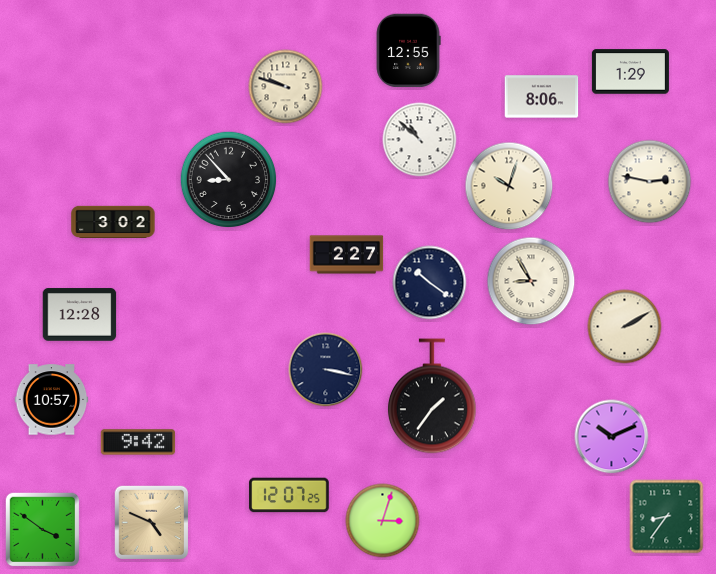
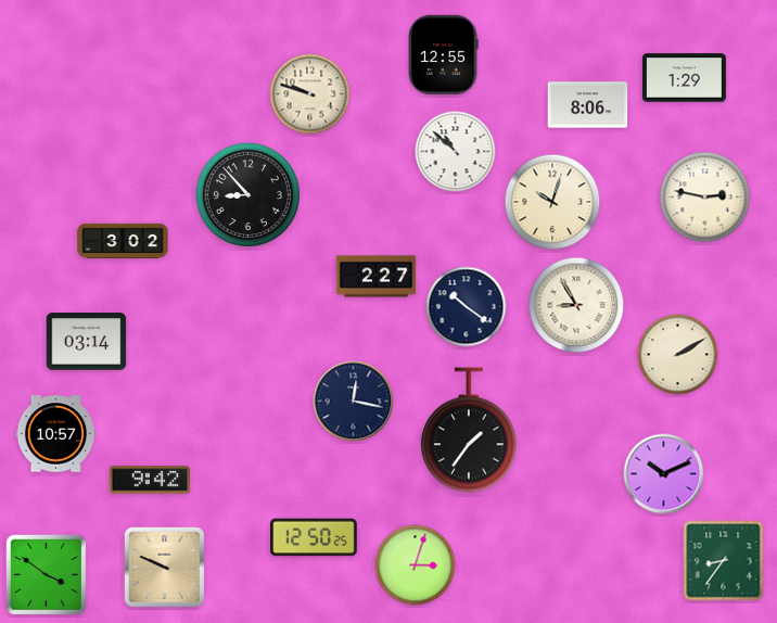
clock at (80, 315): 12:28 -> 03:14
clock at (326, 370): 3:17 -> 12:17
clock at (289, 495): 12:07 -> 12:50
clock at (152, 523): 4:49 -> 9:49
